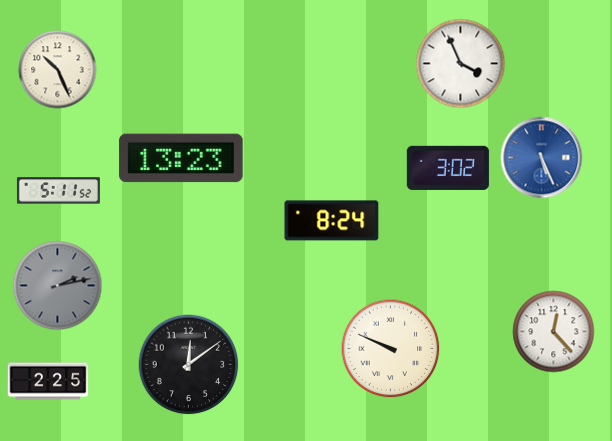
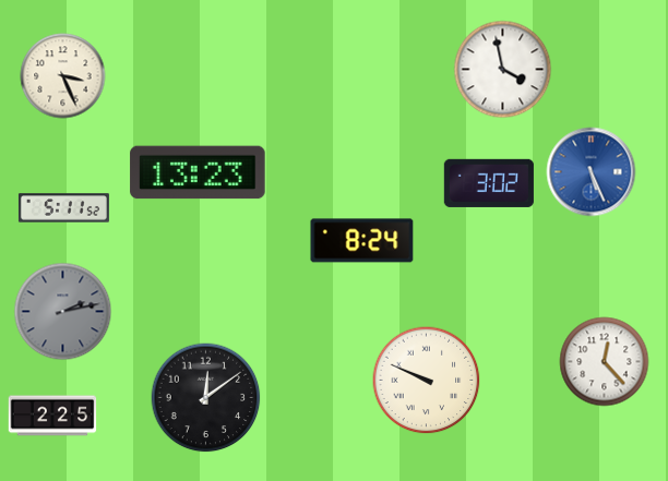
clock at (461, 64): 3:56 -> 3:58
clock at (58, 70): 10:26 -> 3:26
